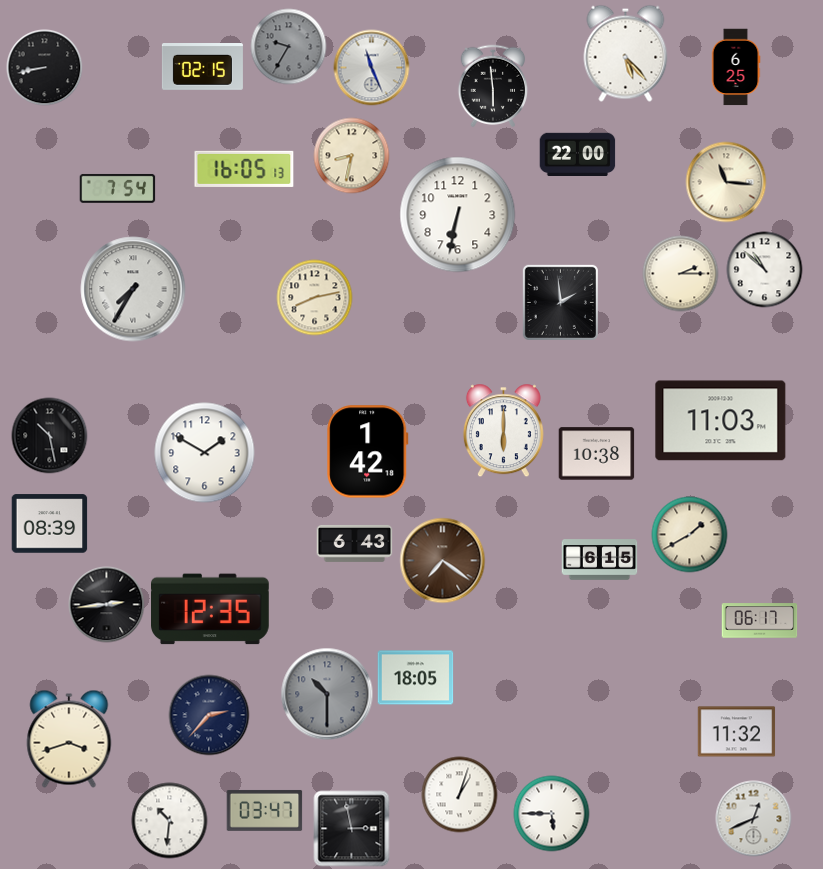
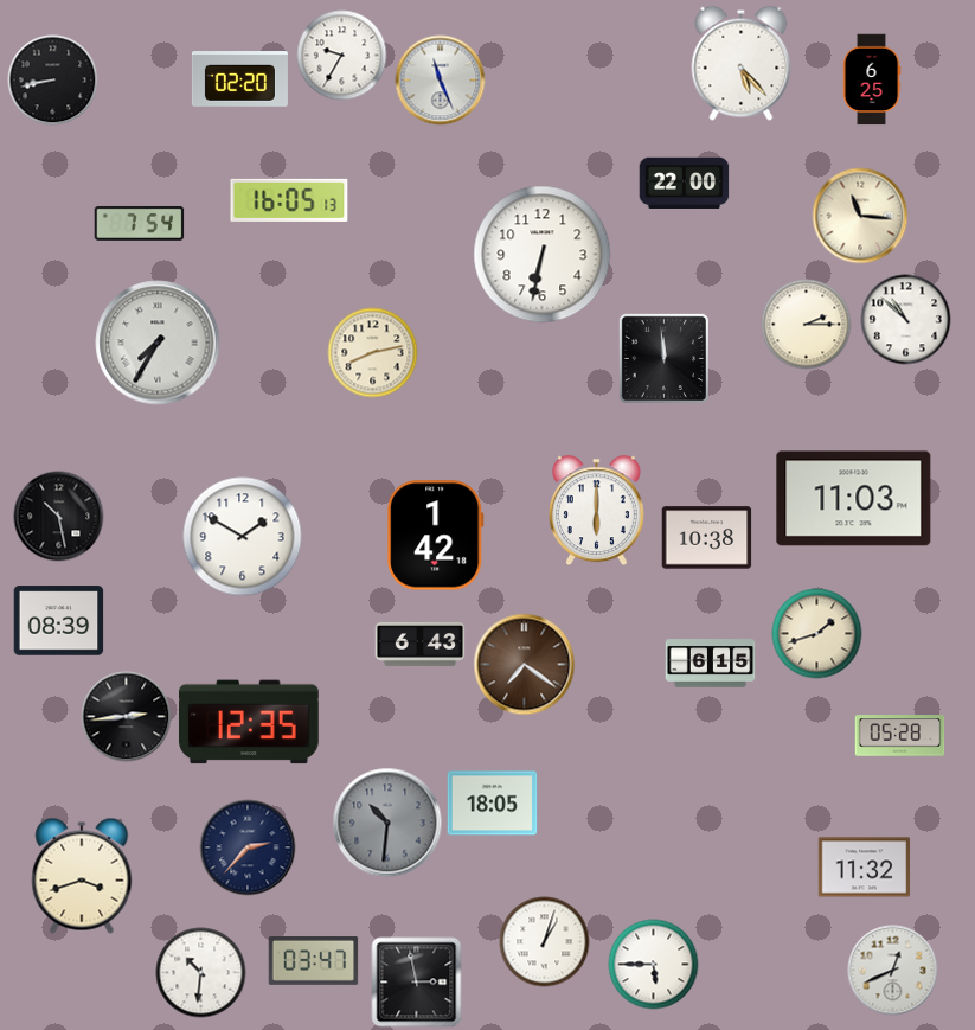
clock at (289, 47) dial: grey -> white
clock at (202, 67): 02:15 -> 02:20
clock at (493, 86): 5:59 -> none
clock at (352, 156): 8:32 -> none
clock at (560, 302): 1:59 -> 11:59
clock at (690, 535): 1:40 -> 1:42
clock at (760, 621): 06:17 -> 05:28
clock at (327, 694): 10:30 -> 10:31
clock at (737, 732) position: (737, 732) -> (865, 868)
